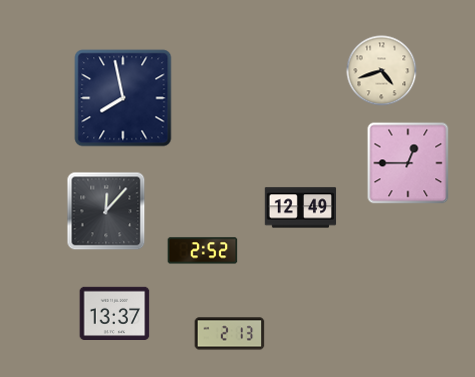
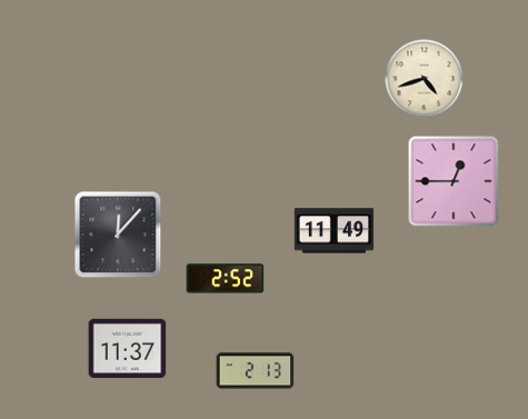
clock at (123, 98): 7:58 -> none
clock at (301, 208): 12:49 -> 11:49
clock at (115, 314): 13:37 -> 11:37
